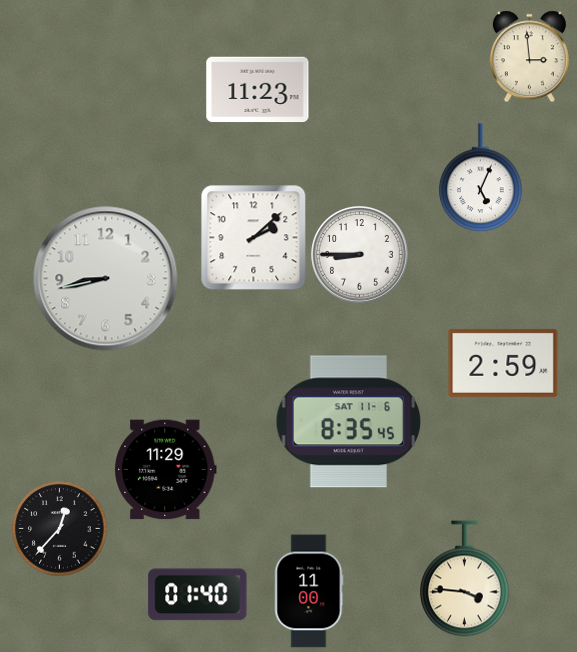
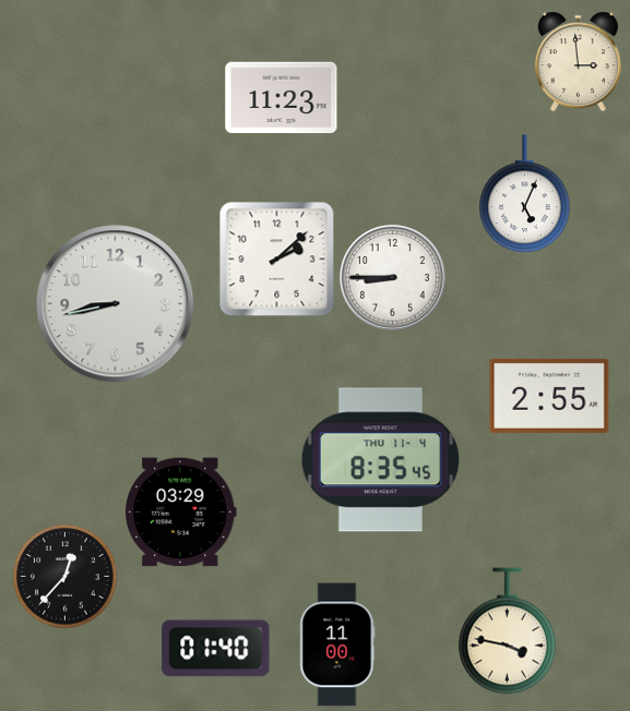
clock at (503, 363): 2:59 -> 2:55
clock at (348, 422) date: SAT 11-6 -> THU 11-4
clock at (166, 470): 11:29 -> 03:29
clock at (465, 579): 3:46 -> 3:47
